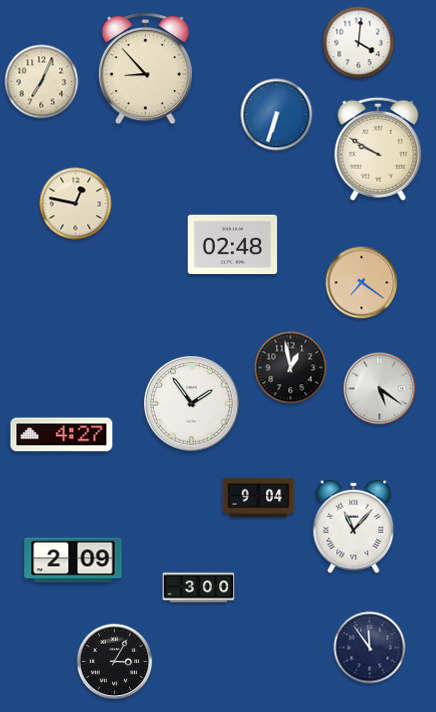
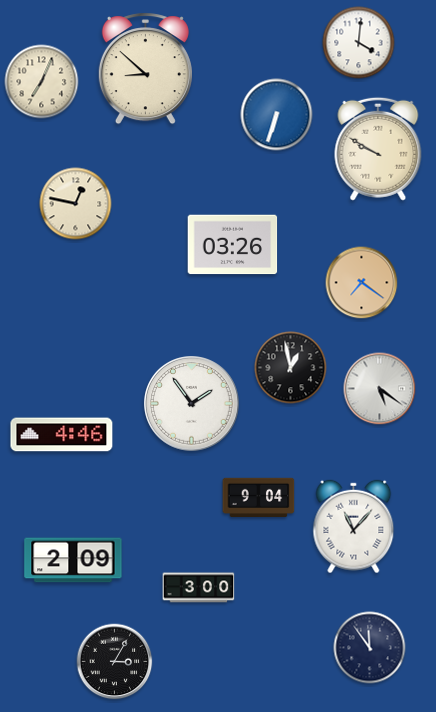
clock at (145, 69): 8:53 -> 8:52
clock at (233, 245): 02:48 -> 03:26
clock at (62, 435): 4:27 -> 4:46
